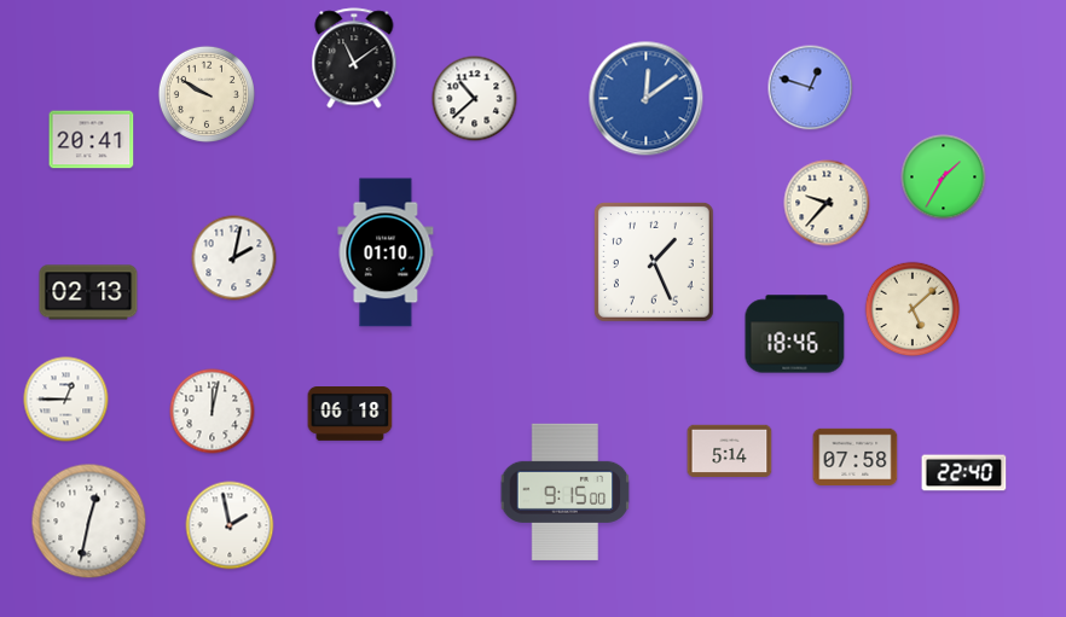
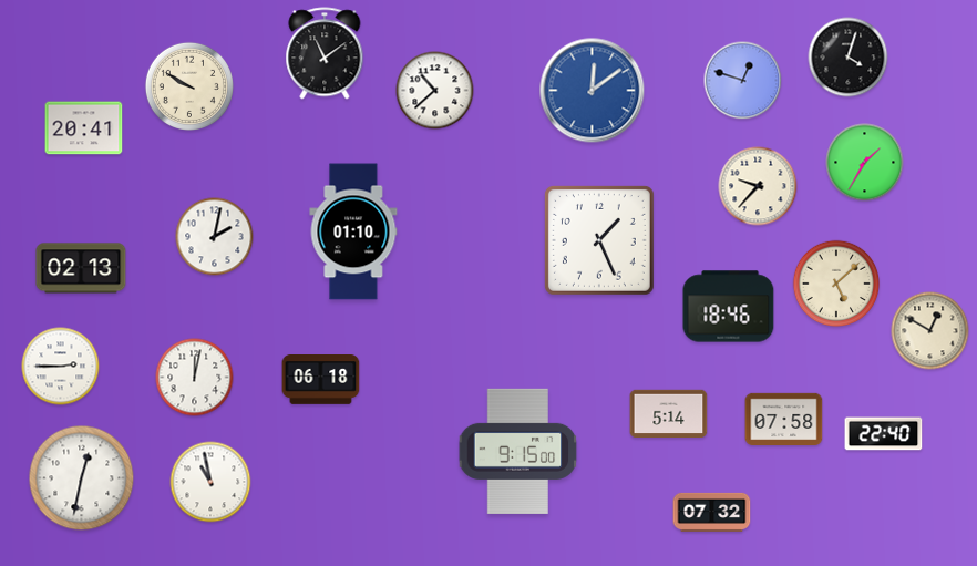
clock at (849, 58): none -> 4:03
clock at (930, 331): none -> 12:50
clock at (66, 400): 12:45 -> 2:45
clock at (230, 525): 1:58 -> 10:58
clock at (712, 512): none -> 07:32
